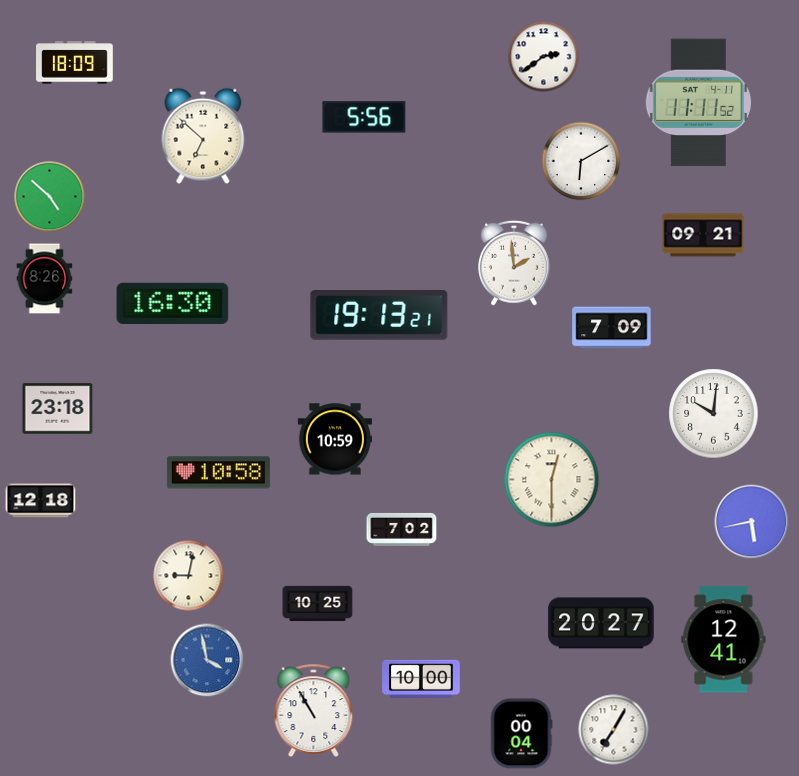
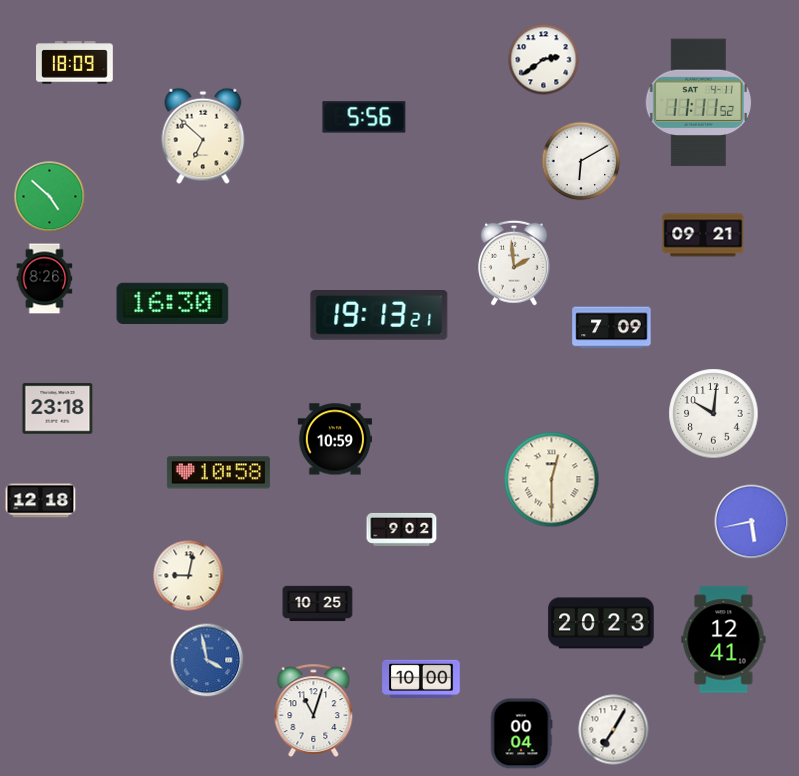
clock at (544, 57) position: (544, 57) -> (544, 60)
clock at (402, 529): 7:02 -> 9:02
clock at (601, 623): 20:27 -> 20:23
clock at (314, 710): 10:55 -> 11:03
